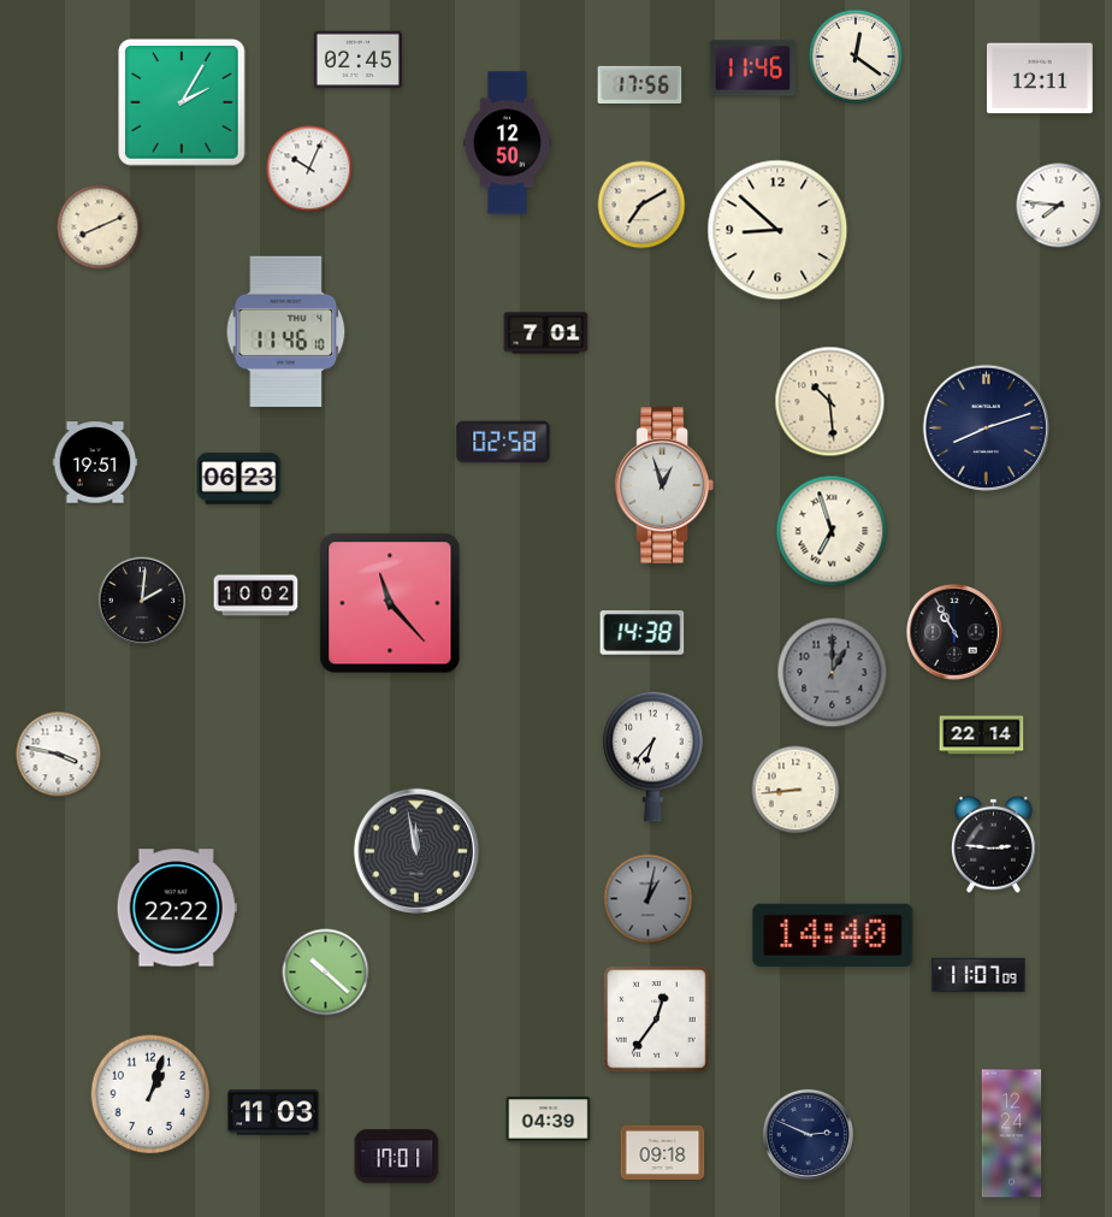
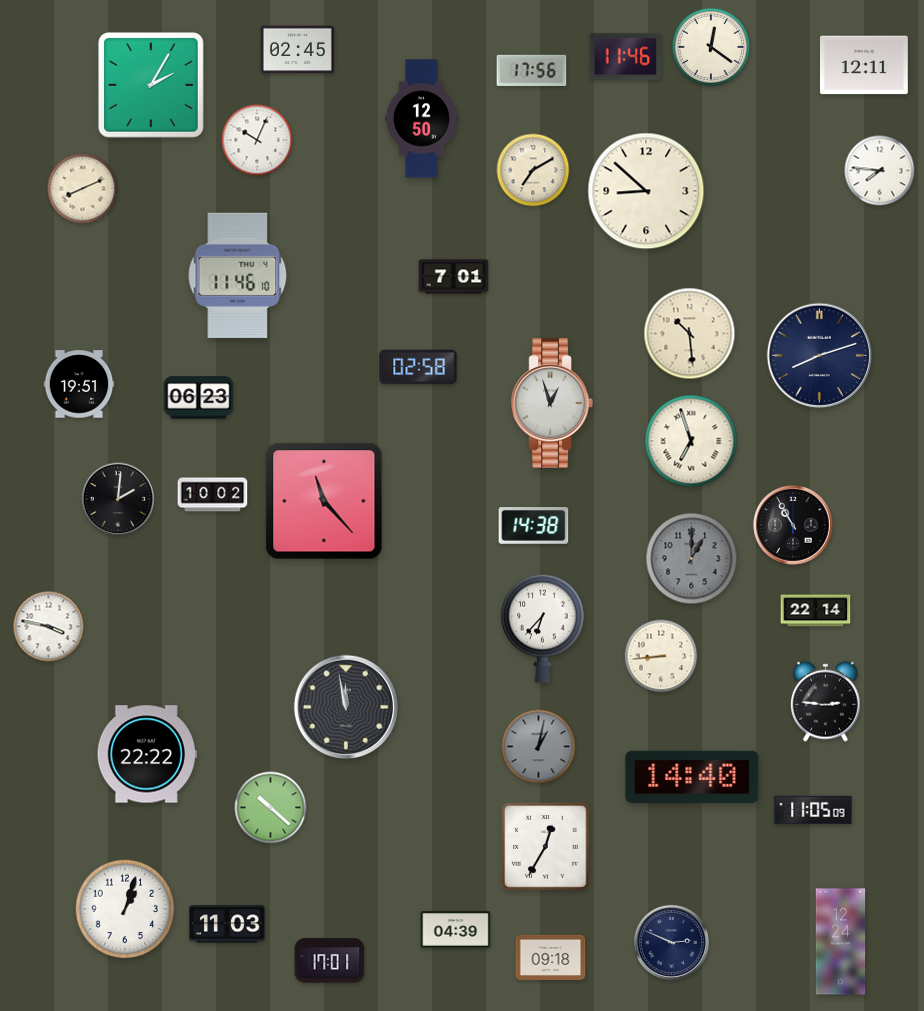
clock at (978, 975): 11:07 -> 11:05
clock at (657, 1020): 12:36 -> 12:35
